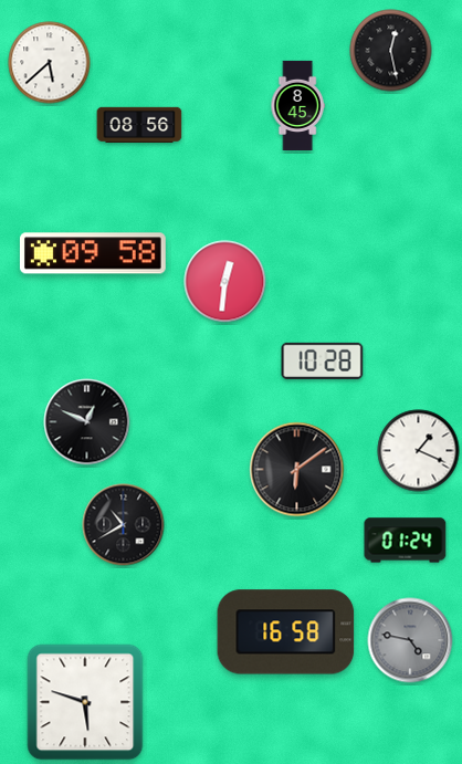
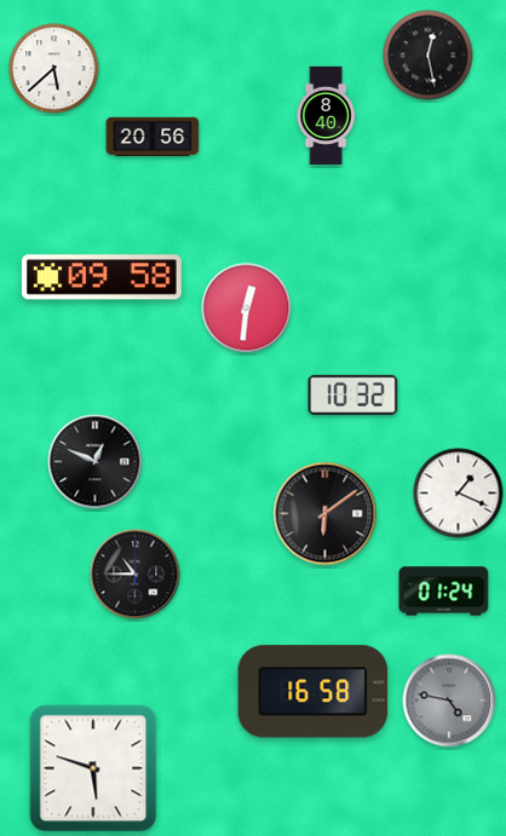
clock at (297, 105): 8:45 -> 8:40
clock at (139, 125): 08:56 -> 20:56
clock at (323, 360): 10:28 -> 10:32
clock at (124, 525): 10:40 -> 10:45
